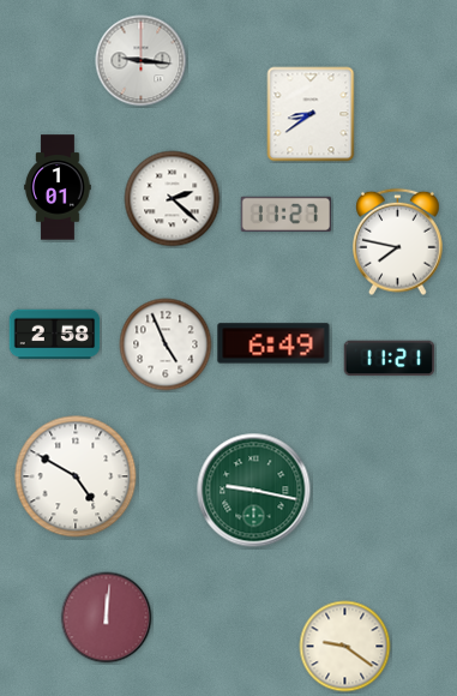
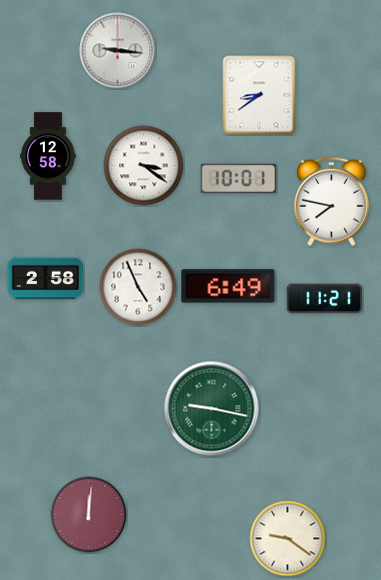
clock at (58, 187): 1:01 -> 12:58
clock at (173, 199): 2:22 -> 3:21
clock at (287, 214): 11:27 -> 10:01
clock at (76, 476): 4:50 -> none
